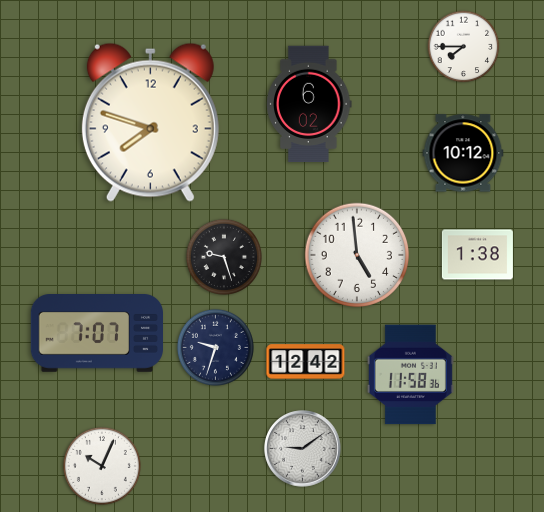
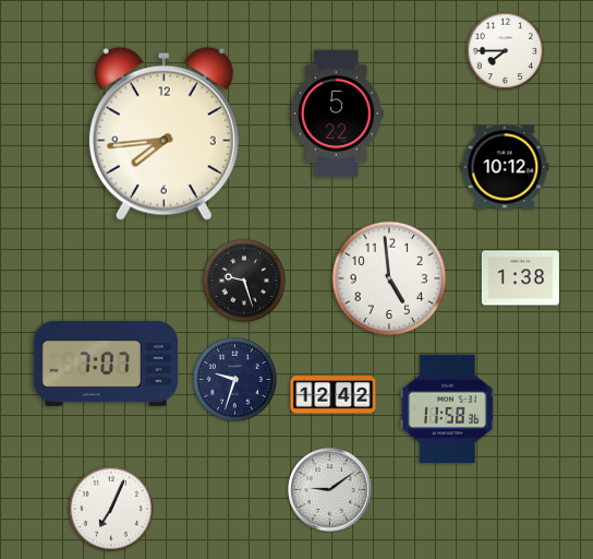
clock at (309, 103): 6:02 -> 5:22
clock at (150, 122): 7:48 -> 7:44
clock at (102, 466): 10:04 -> 7:04
